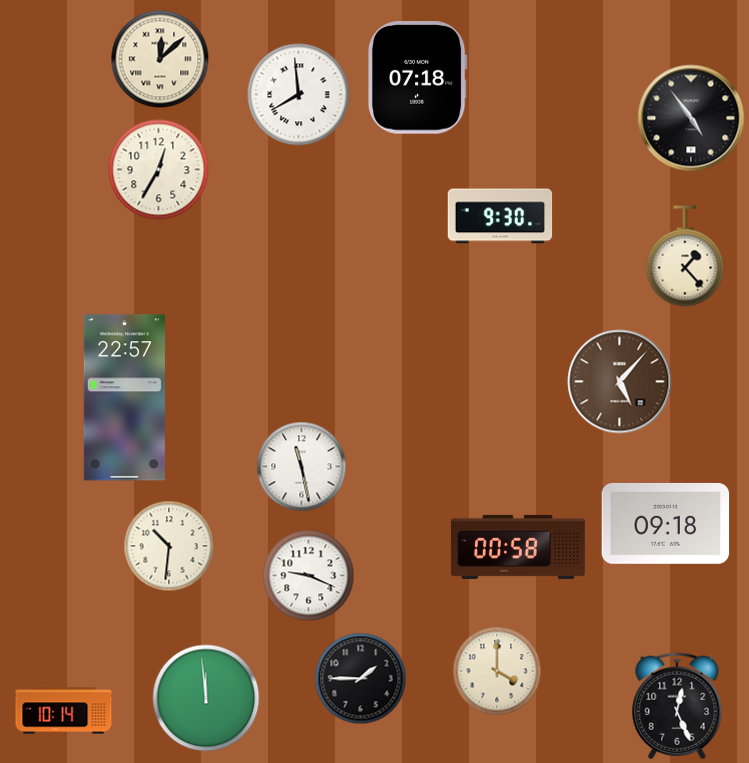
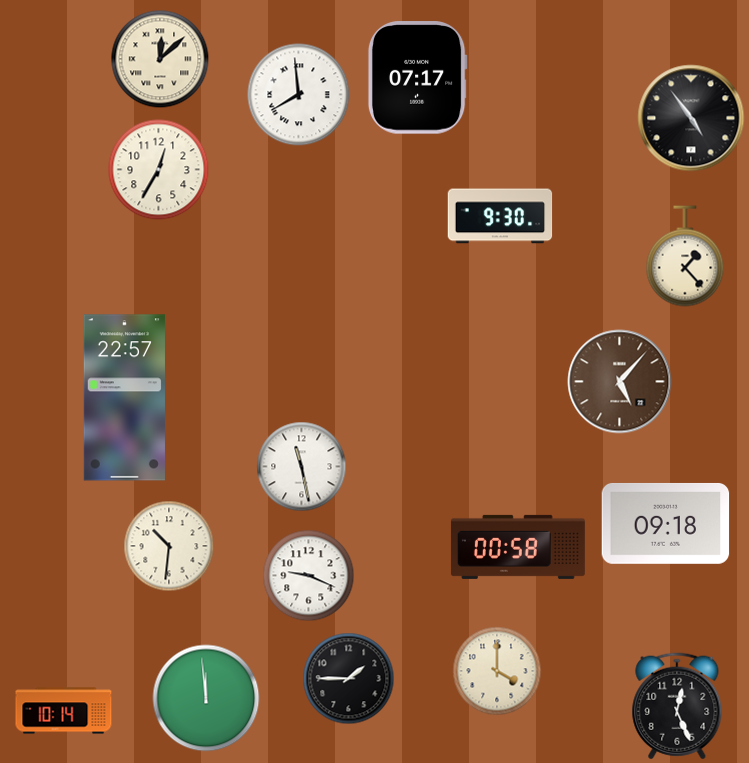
clock at (417, 78): 07:18 -> 07:17
clock at (361, 679) position: (361, 679) -> (349, 679)
